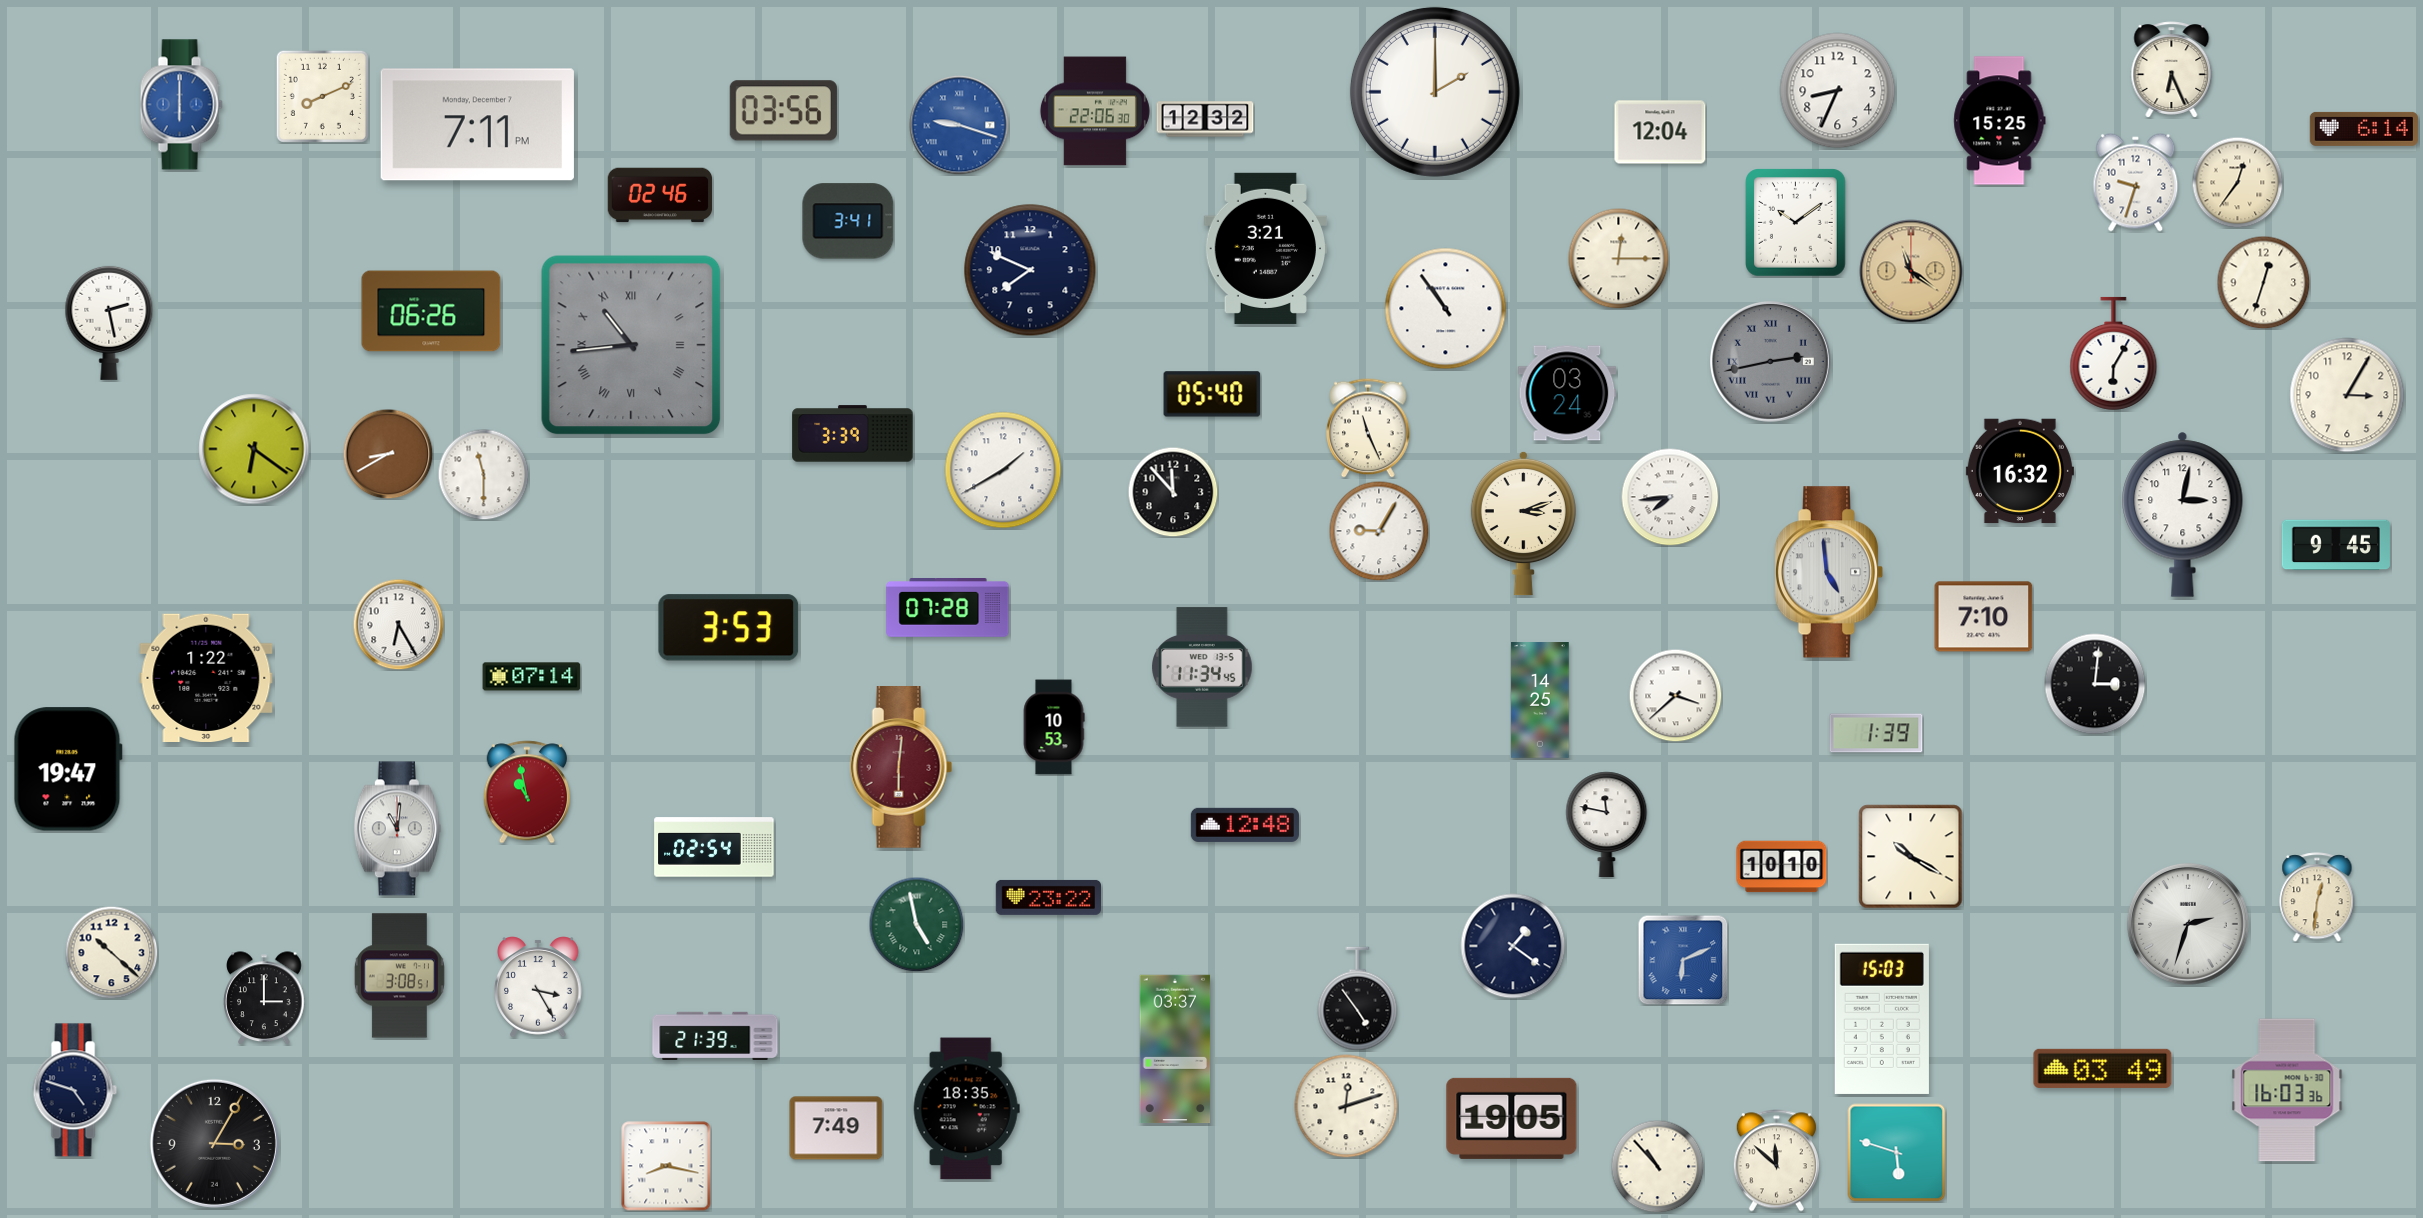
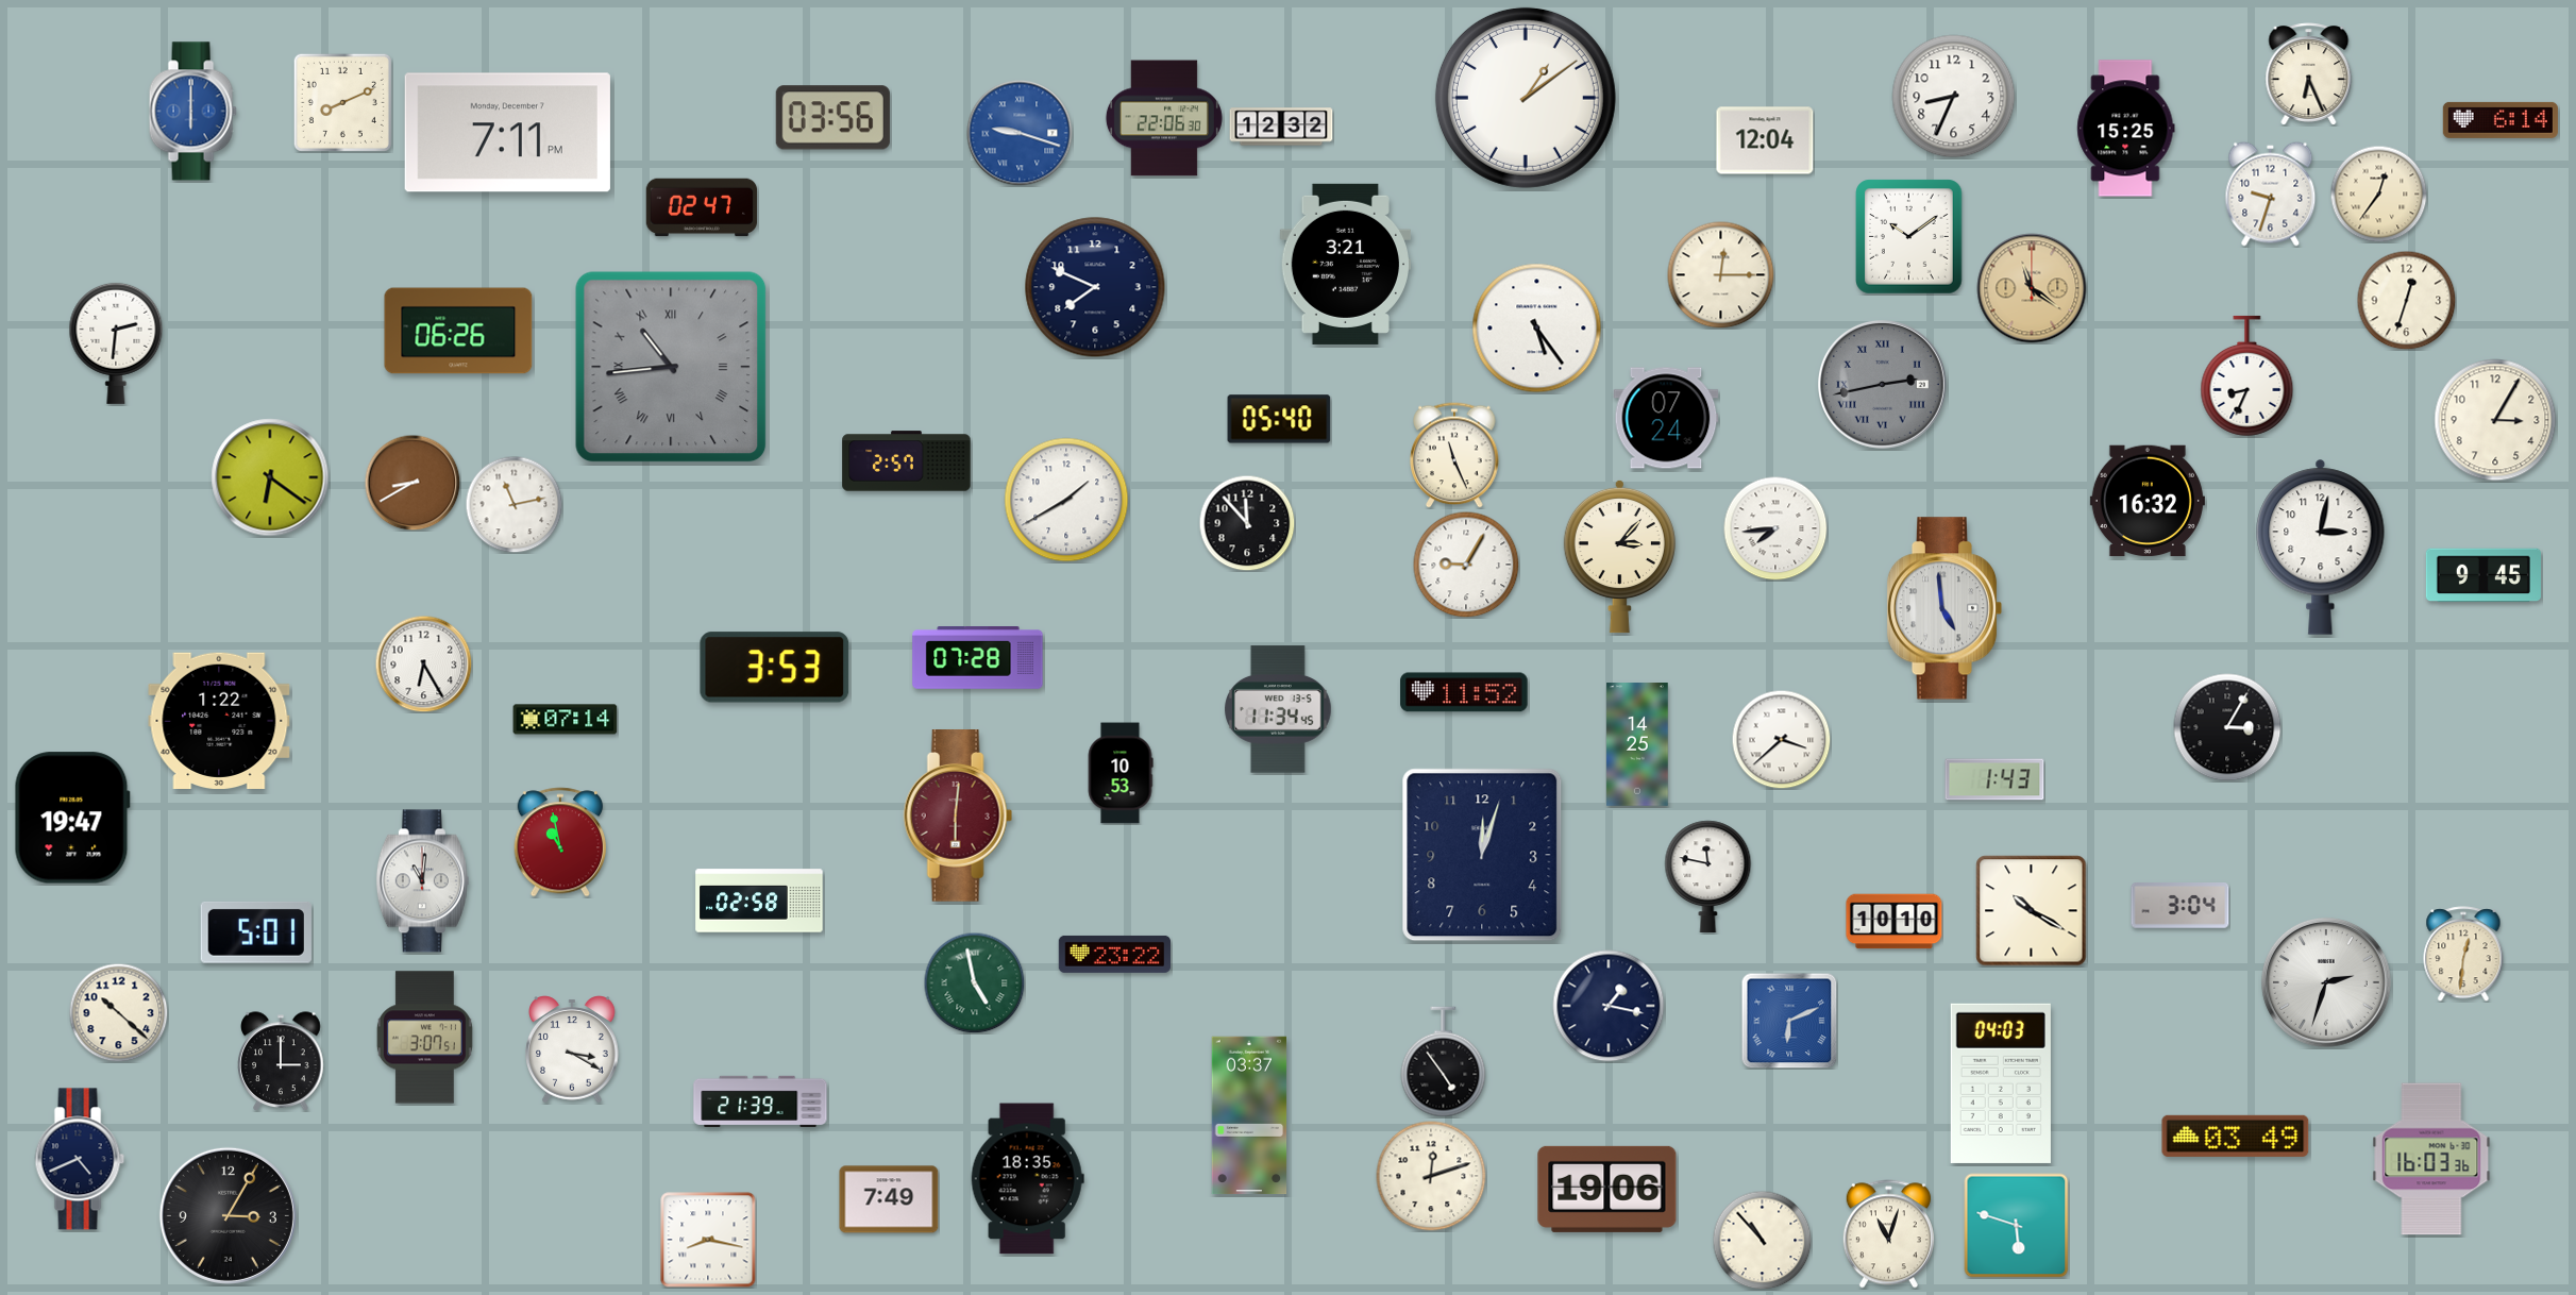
clock at (1435, 92): 2:00 -> 1:09
clock at (2364, 129) position: (2364, 129) -> (2501, 120)
clock at (660, 195): 02:46 -> 02:47
clock at (848, 221): 3:41 -> none
clock at (1446, 309): 10:54 -> 5:24
clock at (109, 323): 2:28 -> 2:31
clock at (2114, 353): 6:05 -> 8:34
clock at (1567, 393): 03:24 -> 07:24
clock at (1212, 394) position: (1212, 394) -> (1279, 419)
clock at (853, 434): 3:39 -> 2:57
clock at (483, 474): 11:30 -> 11:13
clock at (1523, 523): 3:12 -> 3:07
clock at (2336, 545) position: (2336, 545) -> (2484, 575)
clock at (948, 608) position: (948, 608) -> (978, 658)
clock at (1984, 617): 7:10 -> none
clock at (1464, 692): none -> 11:52
clock at (2095, 684): 3:01 -> 3:05
clock at (1876, 733): 1:39 -> 1:43
clock at (1482, 855): none -> 12:03
clock at (1245, 825): 12:48 -> none
clock at (714, 847): 02:54 -> 02:58
clock at (2181, 906): none -> 3:04
clock at (256, 932): none -> 5:01
clock at (1513, 946): 1:21 -> 1:17
clock at (399, 976): 3:08 -> 3:07
clock at (538, 987): 3:25 -> 3:20
clock at (1882, 1019): 15:03 -> 04:03
clock at (75, 1090): 4:48 -> 4:41
clock at (1512, 1118): 19:05 -> 19:06
clock at (1776, 1161): 11:52 -> 11:03
